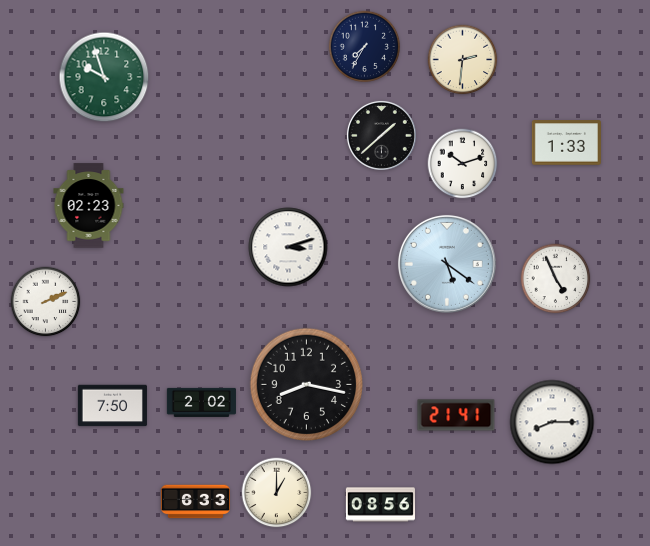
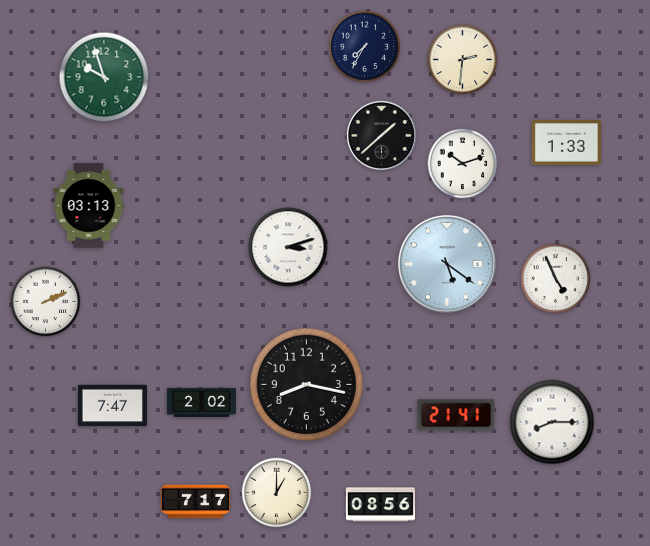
clock at (89, 206): 02:23 -> 03:13
clock at (112, 406): 7:50 -> 7:47
clock at (195, 502): 6:33 -> 7:17
